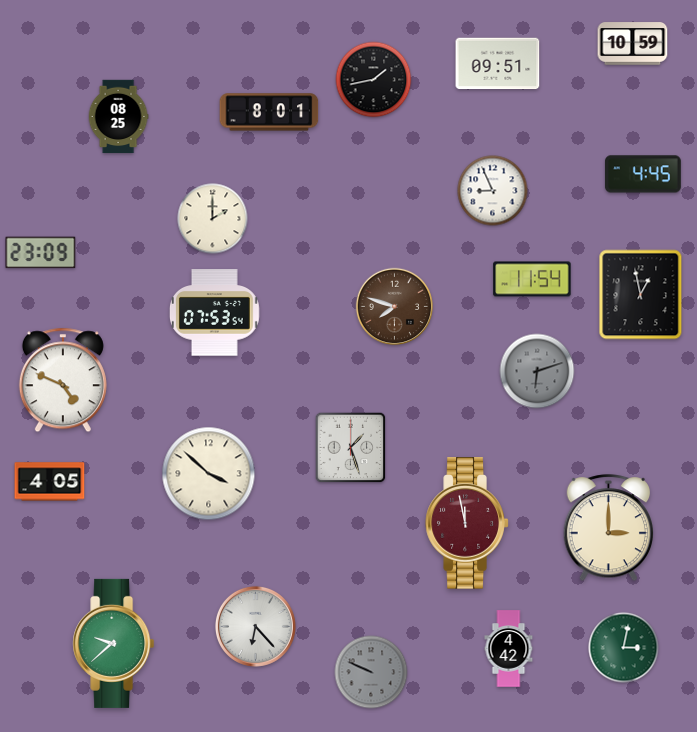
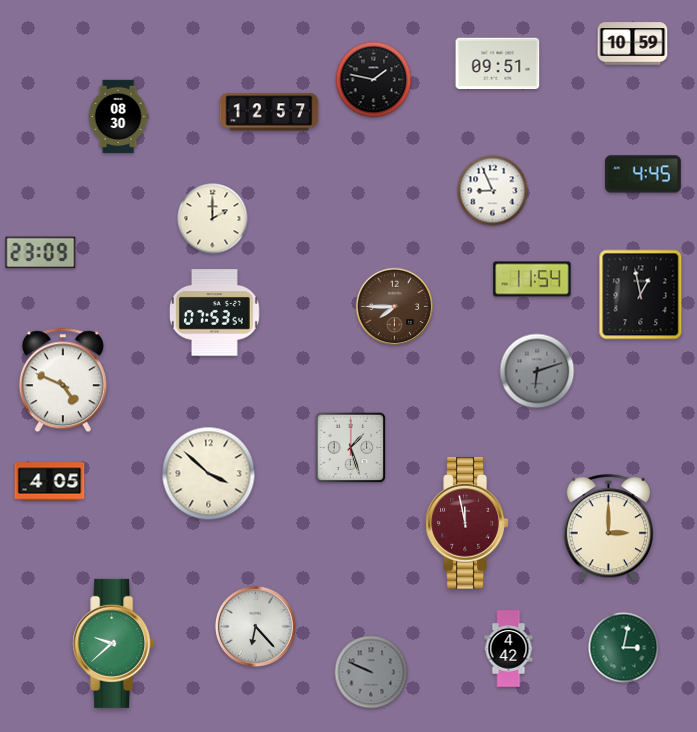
clock at (374, 80): 1:43 -> 1:47
clock at (269, 112): 8:01 -> 12:57
clock at (118, 117): 08:25 -> 08:30
clock at (394, 306): 7:48 -> 7:45
